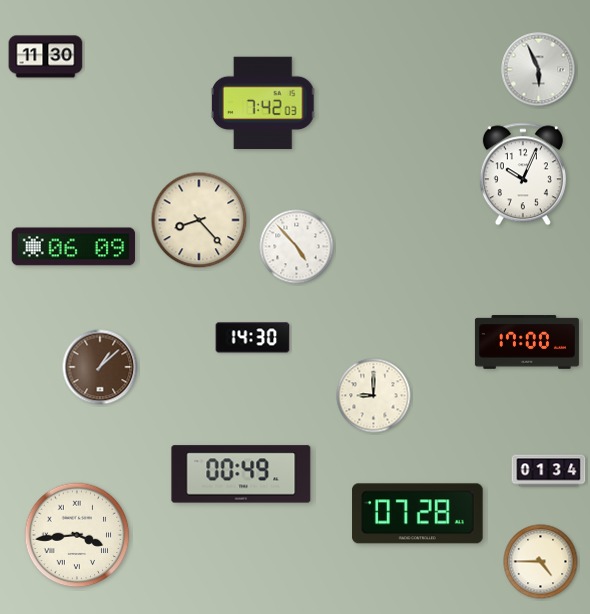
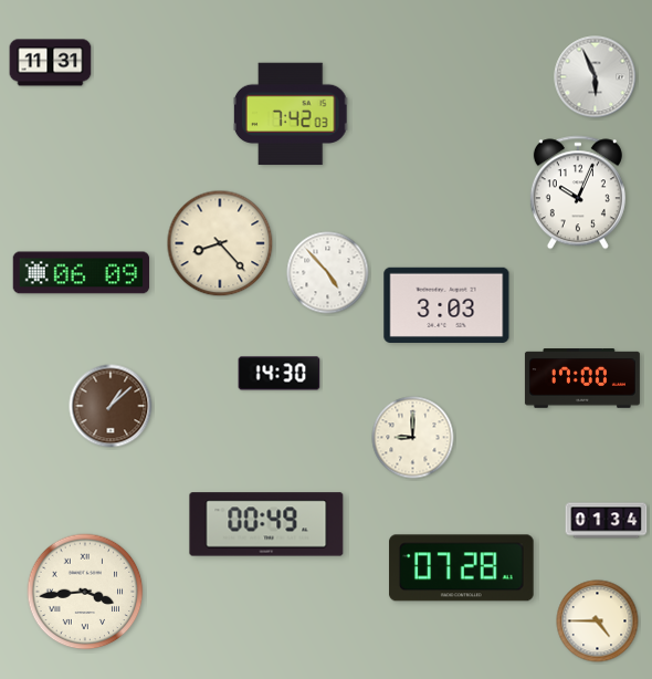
clock at (46, 57): 11:30 -> 11:31
clock at (446, 305): none -> 3:03
